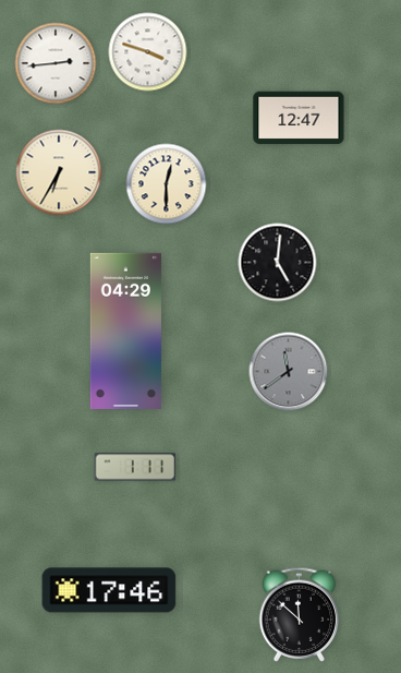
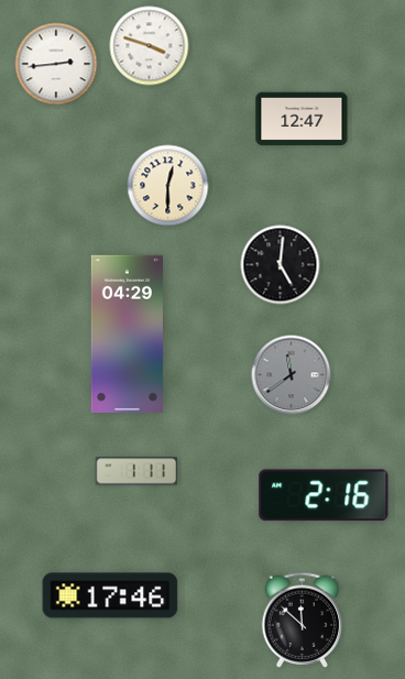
clock at (148, 52) position: (148, 52) -> (150, 46)
clock at (59, 172): 6:35 -> none
clock at (324, 495): none -> 2:16
